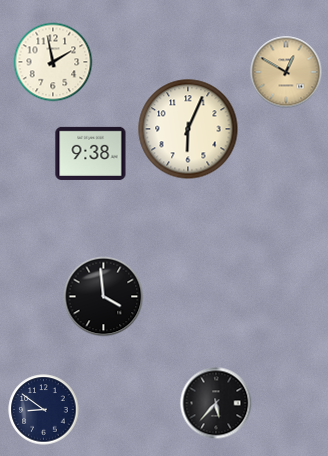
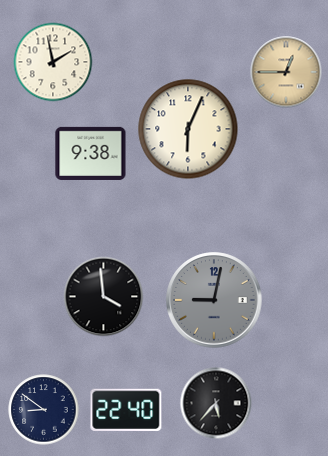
clock at (286, 72): 12:50 -> 12:45
clock at (214, 300): none -> 9:02
clock at (126, 410): none -> 22:40
